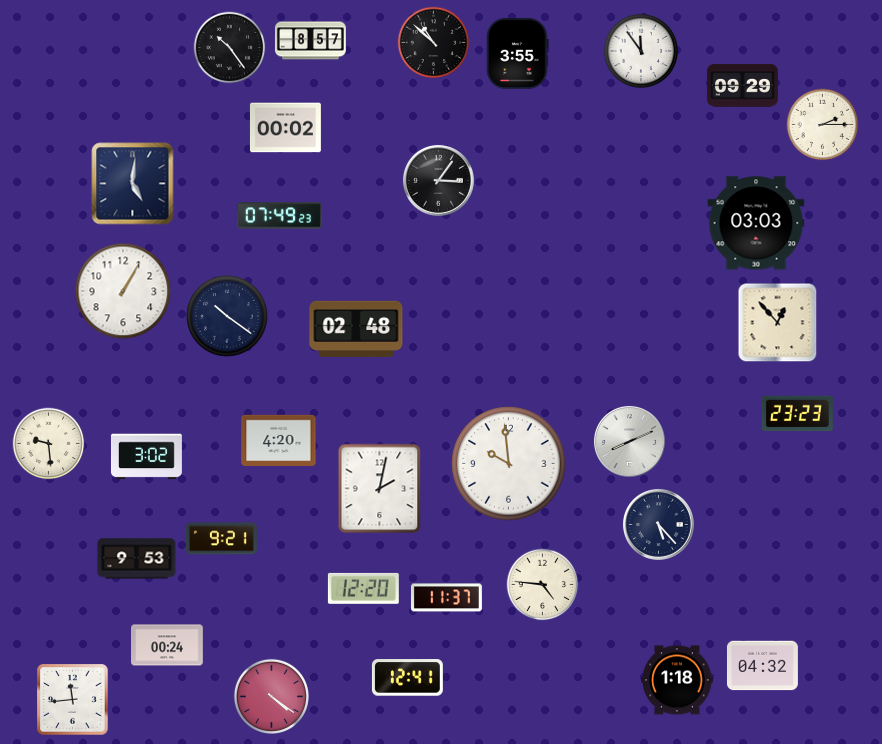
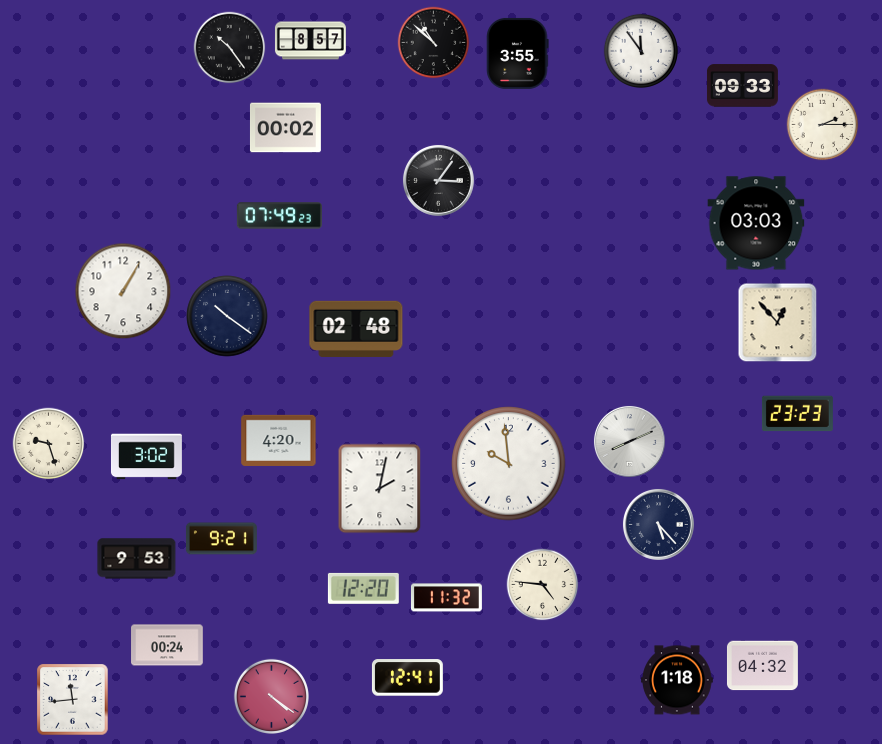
clock at (742, 86): 09:29 -> 09:33
clock at (133, 184): 5:01 -> none
clock at (49, 444): 9:29 -> 9:27
clock at (446, 598): 11:37 -> 11:32
